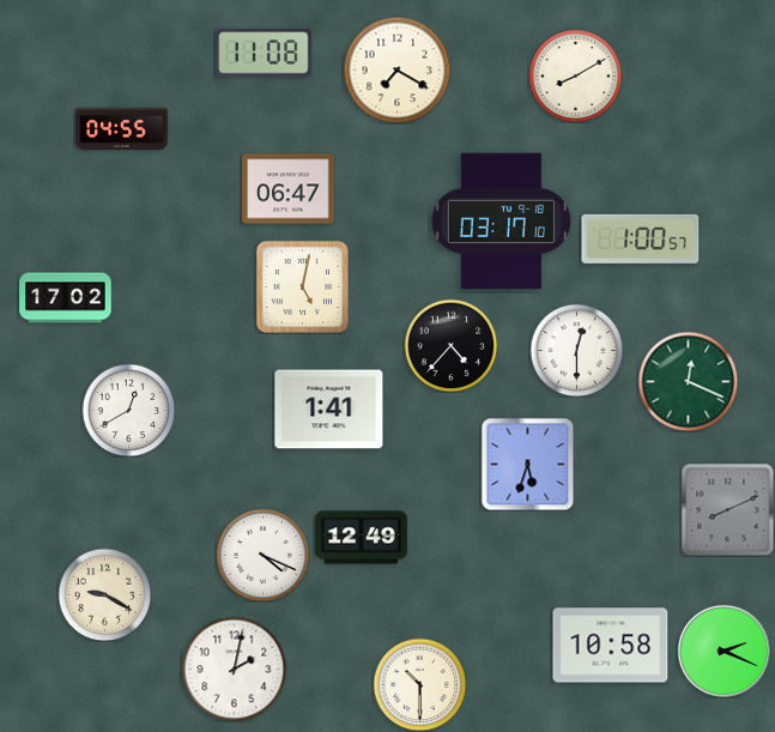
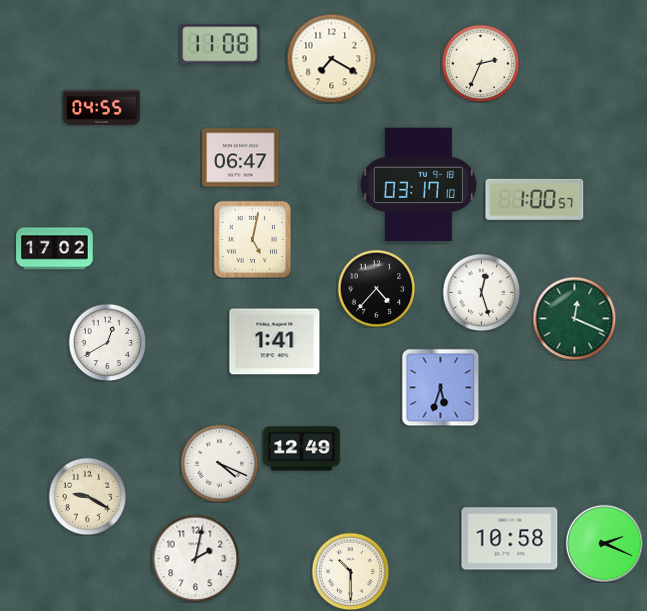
clock at (575, 75): 8:10 -> 2:34
clock at (576, 350): 12:30 -> 12:27
clock at (727, 509): 8:11 -> none
